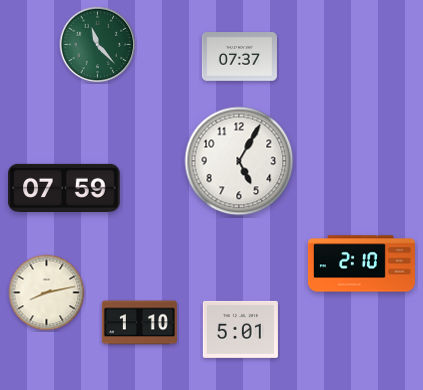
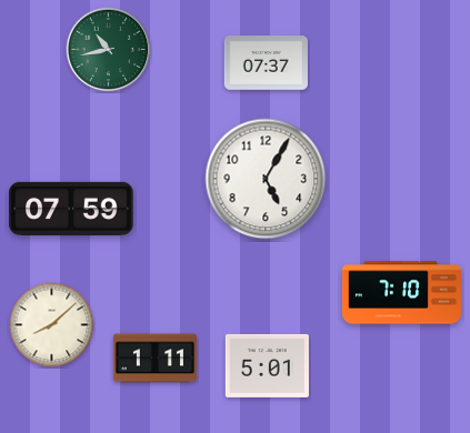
clock at (98, 45): 11:23 -> 10:43
clock at (361, 264): 2:10 -> 7:10
clock at (47, 293): 8:13 -> 8:08
clock at (139, 323): 1:10 -> 1:11
